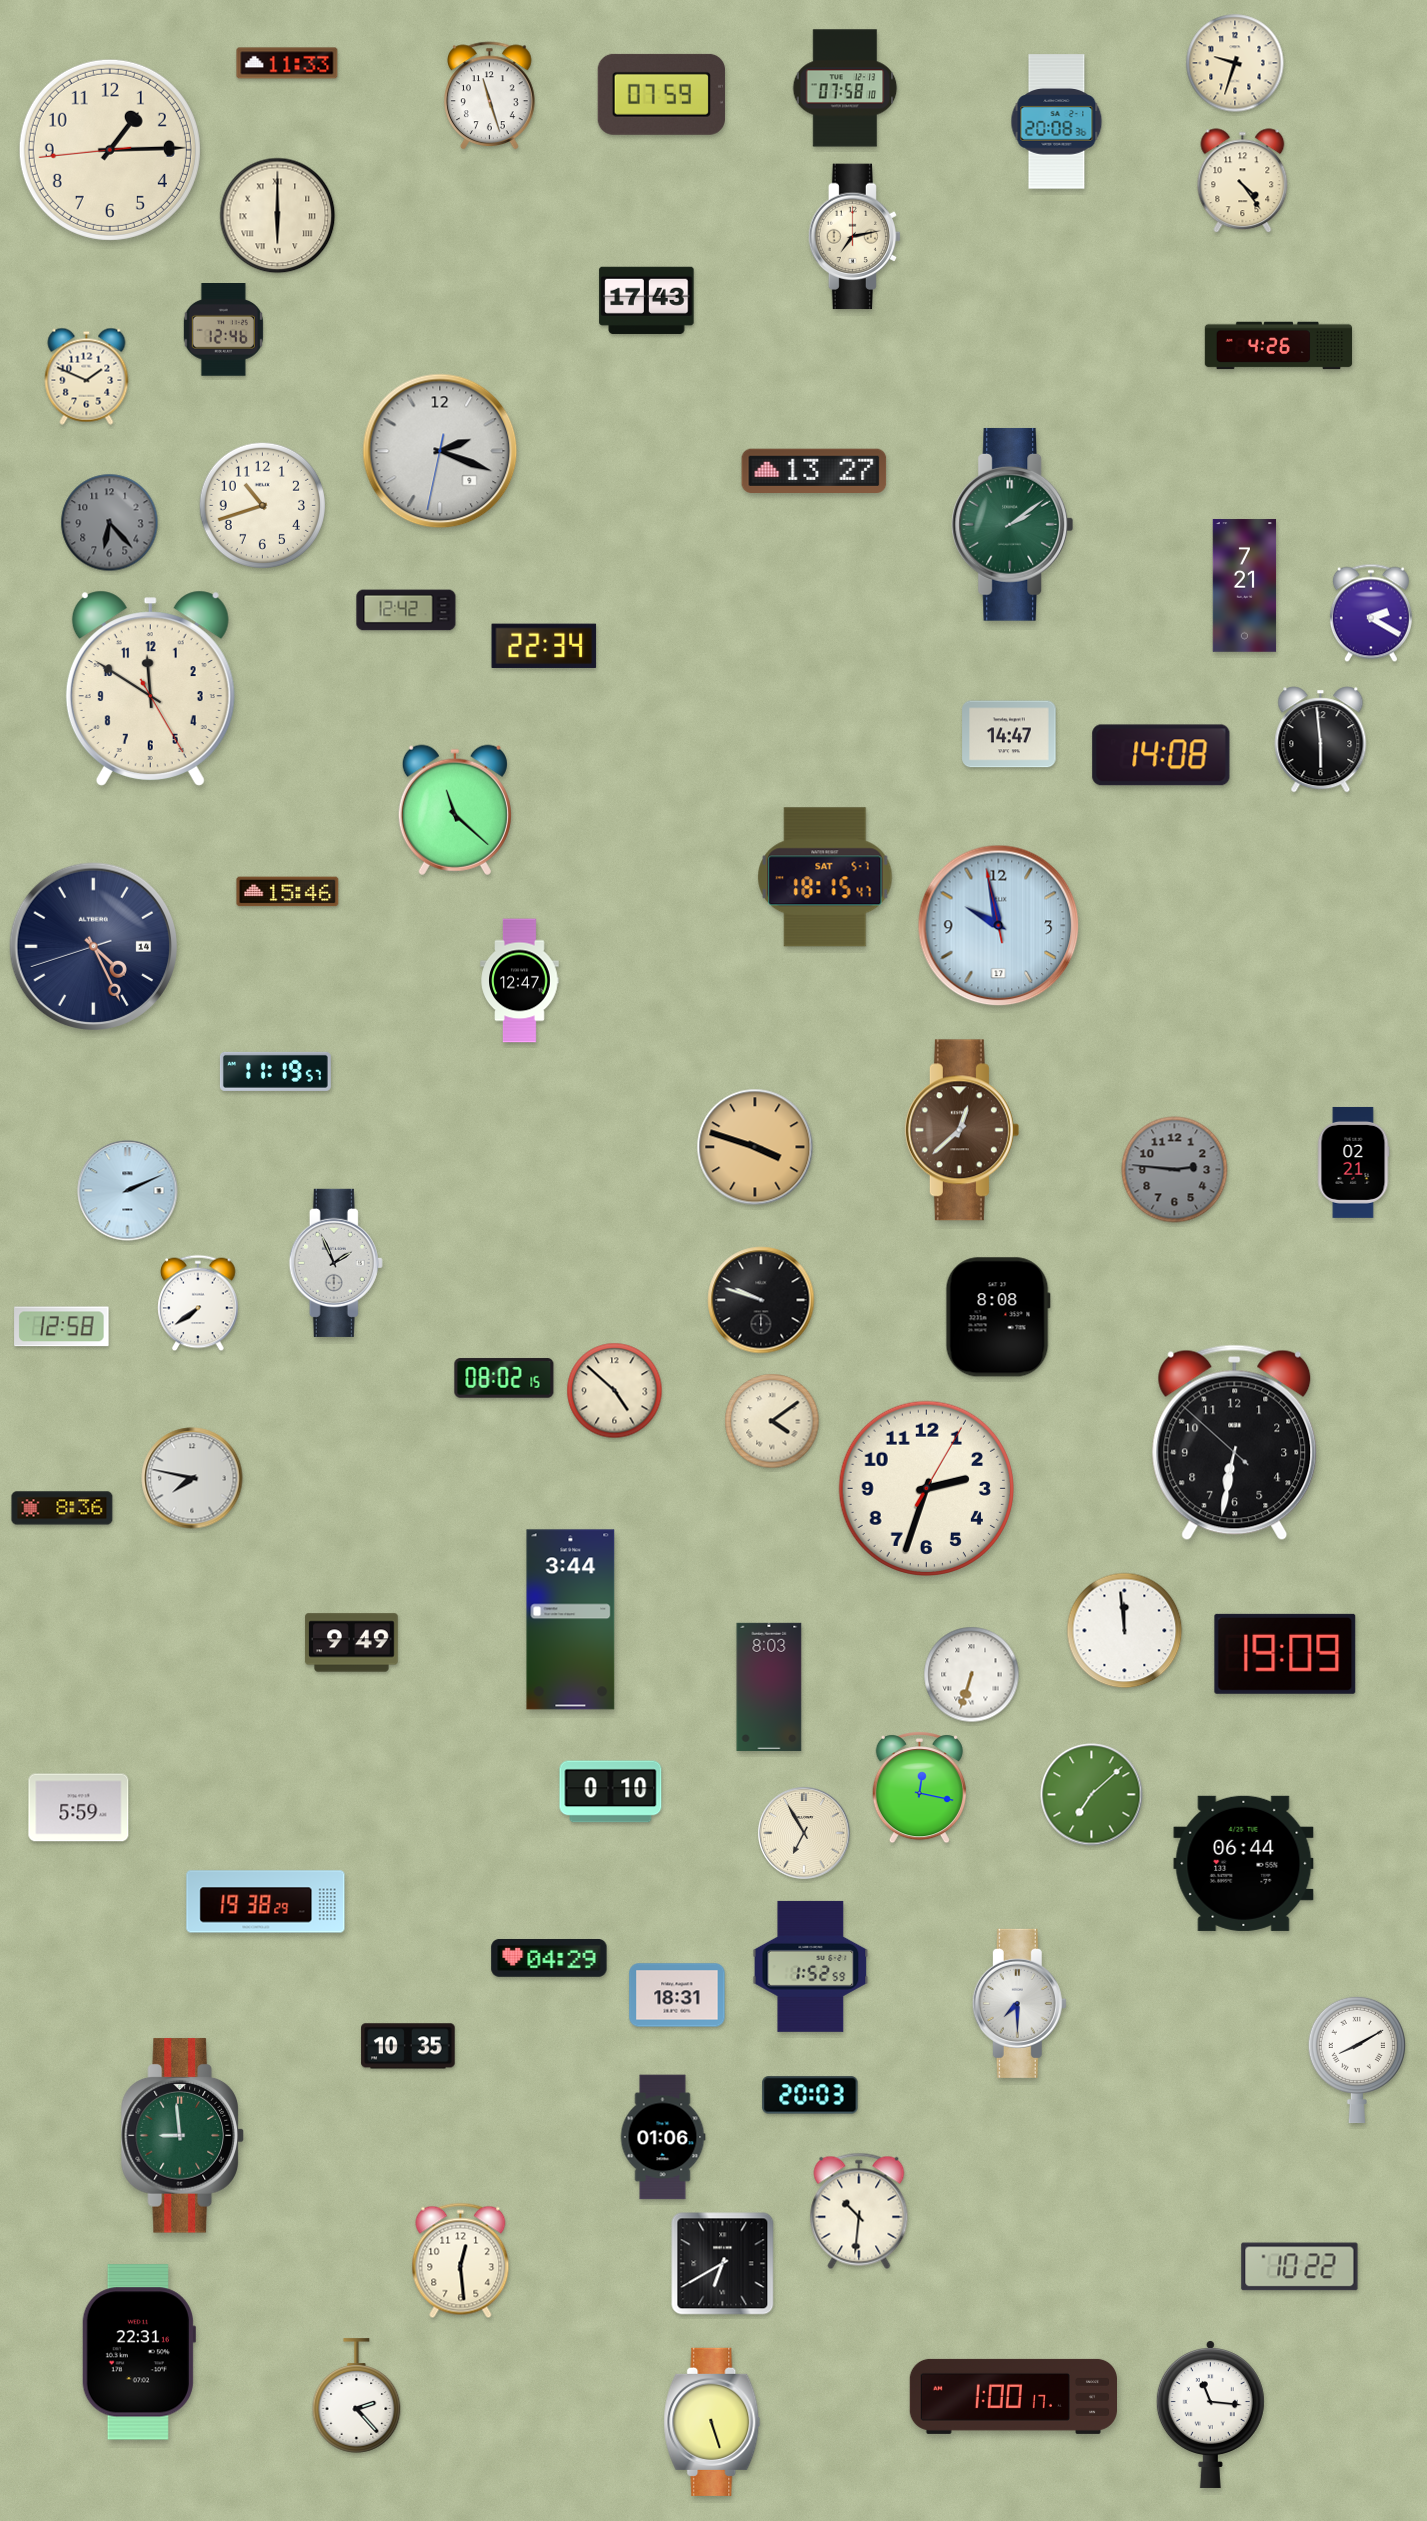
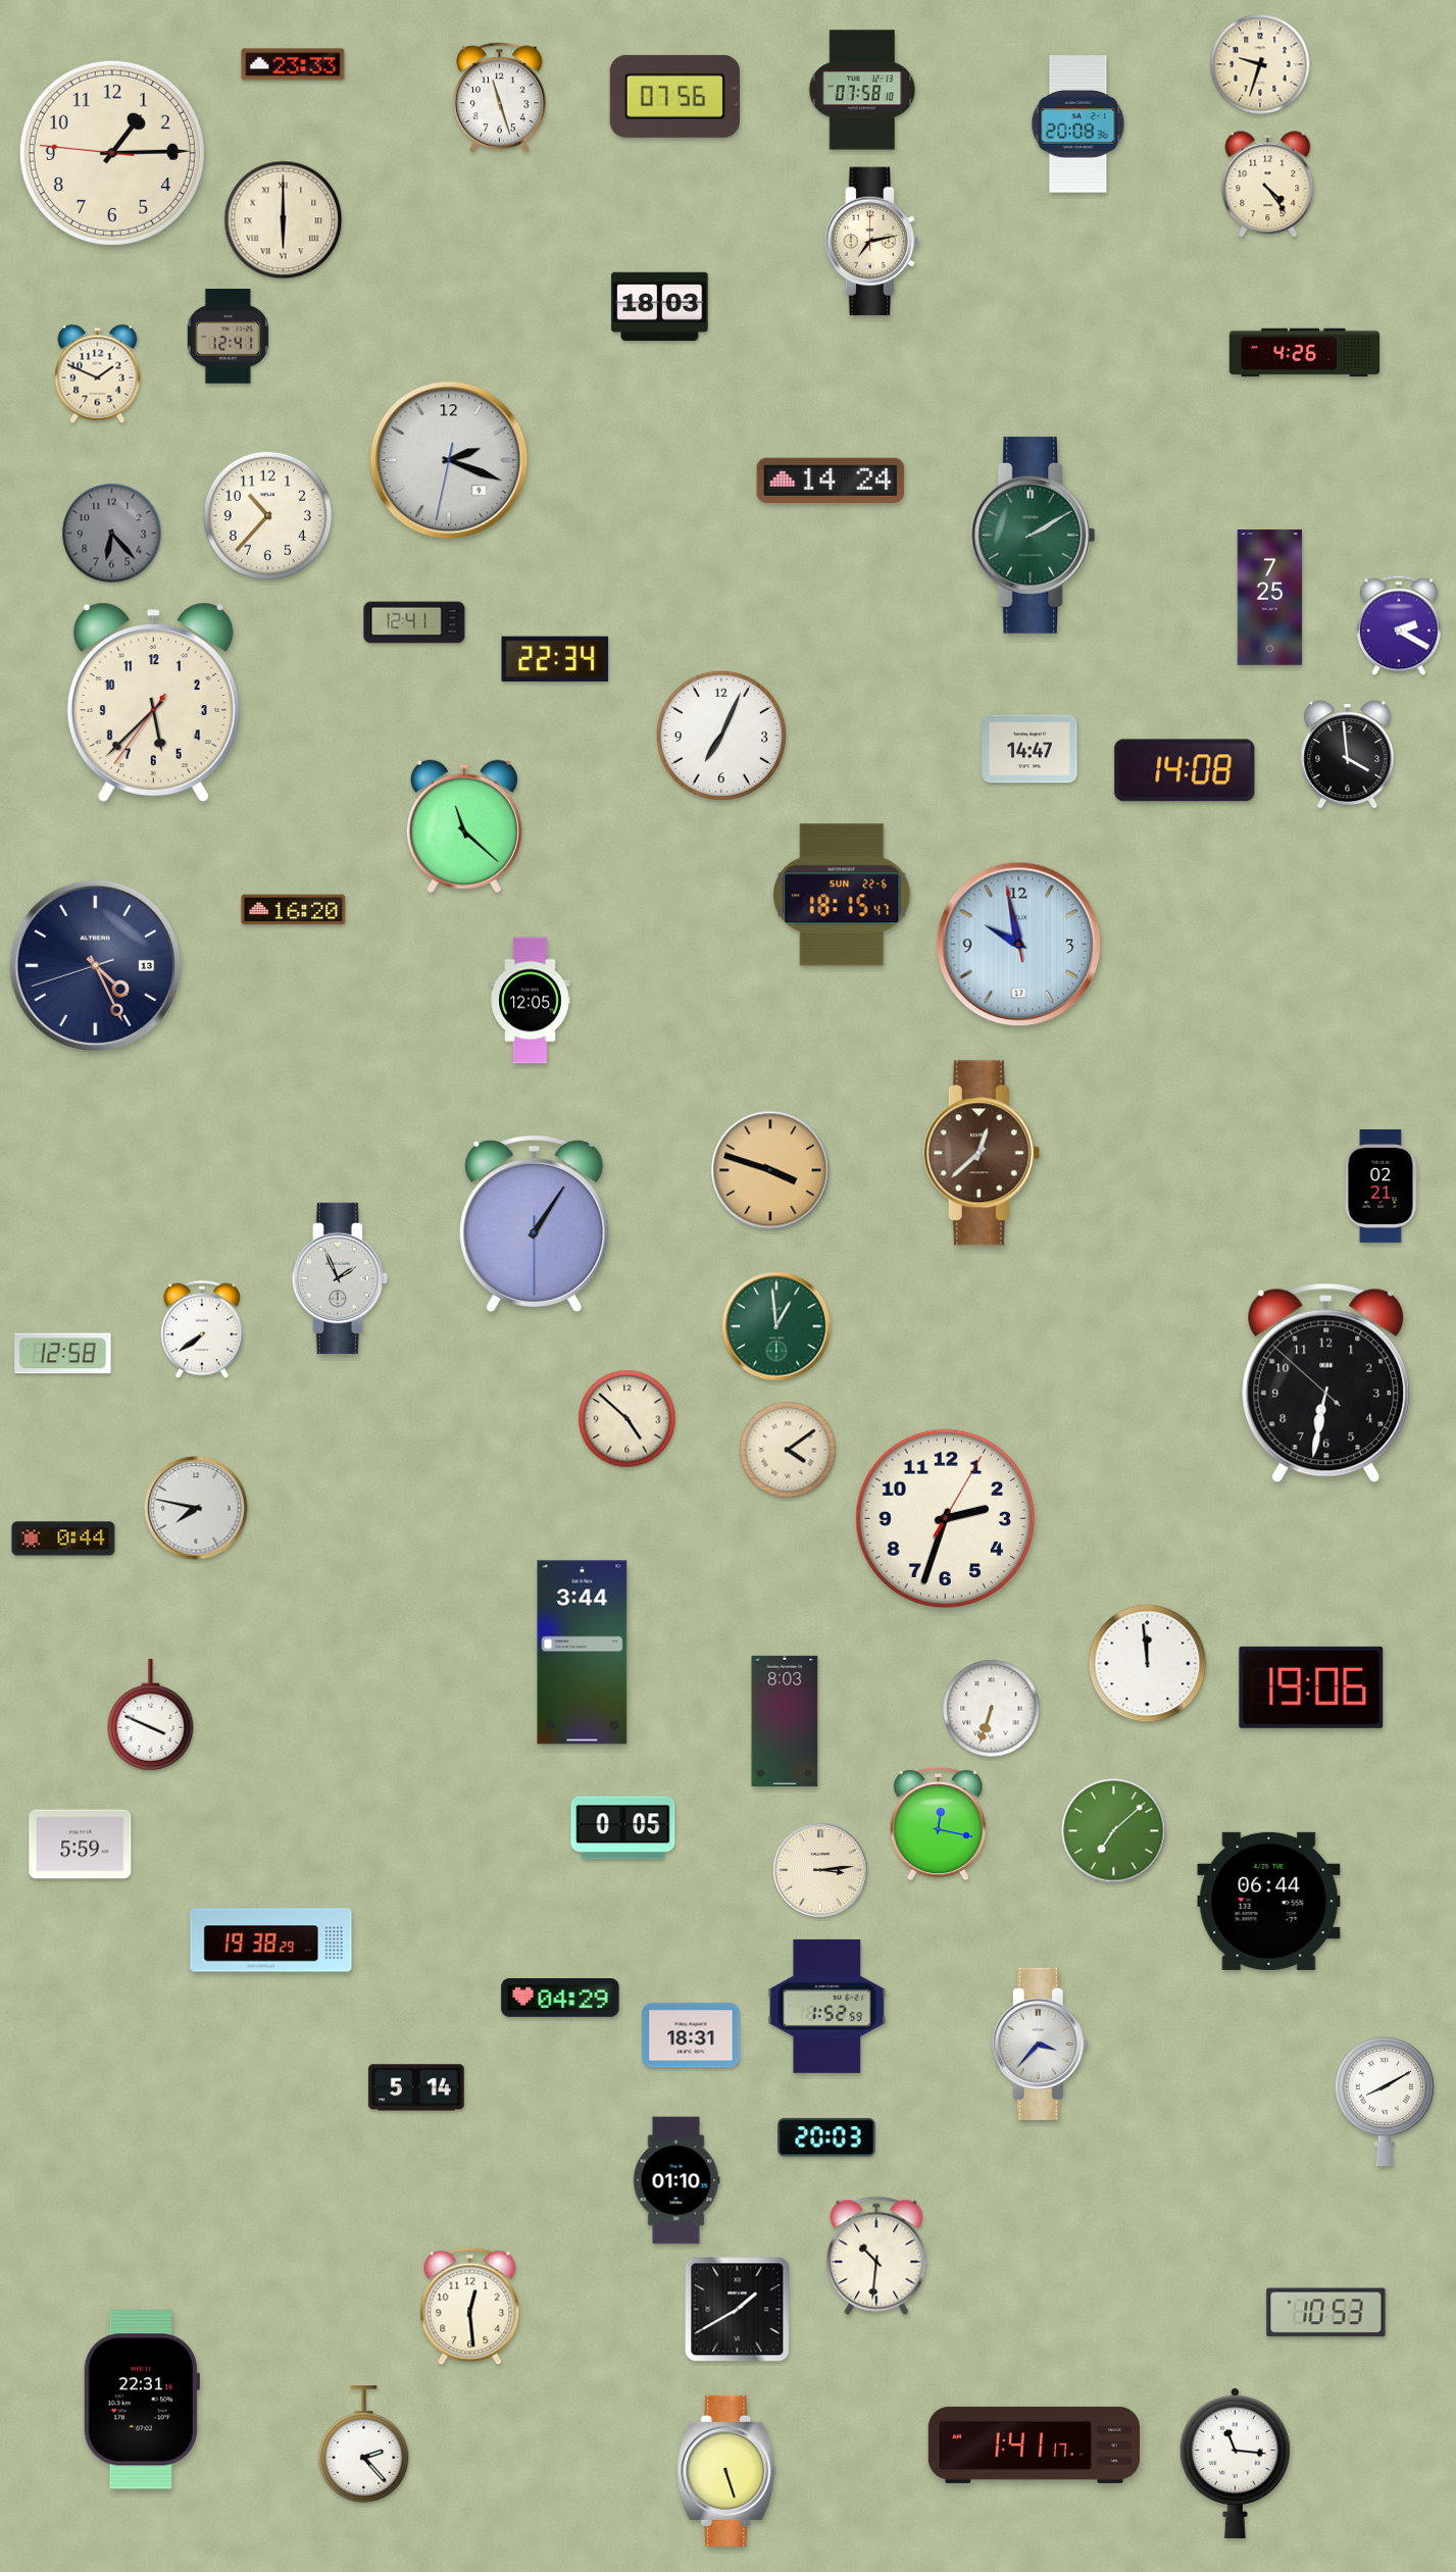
clock at (287, 63): 11:33 -> 23:33
clock at (661, 94): 07:59 -> 07:56
clock at (110, 150): 1:14:44 -> 1:14:46
clock at (647, 300): 17:43 -> 18:03
clock at (223, 330): 12:46 -> 12:41
clock at (87, 376) position: (87, 376) -> (98, 373)
clock at (814, 470): 13:27 -> 14:24
clock at (262, 505): 10:42 -> 10:37
clock at (1013, 524): 2:09 -> 2:10
clock at (1245, 586): 7:21 -> 7:25
clock at (406, 610): 12:42 -> 12:41
clock at (150, 688): 11:50 -> 5:37
clock at (721, 736): none -> 7:04
clock at (1321, 740): 5:59 -> 3:59
clock at (825, 877) date: SAT 5-7 -> SUN 22-6
clock at (288, 892): 15:46 -> 16:20
clock at (94, 947) date: 14 -> 13
clock at (520, 981): 12:47 -> 12:05
clock at (275, 1071): 11:19 -> none
clock at (1175, 1170): 2:46 -> none
clock at (128, 1191): 2:11 -> none
clock at (535, 1224): none -> 1:05
clock at (336, 1263) position: (336, 1263) -> (340, 1278)
clock at (761, 1300): 9:48 -> 12:59
clock at (761, 1300) dial: black -> green
clock at (998, 1317): 8:08 -> none
clock at (504, 1378): 08:02 -> none
clock at (1235, 1443) position: (1235, 1443) -> (1326, 1383)
clock at (62, 1508): 8:36 -> 0:44
clock at (352, 1643): 9:49 -> none
clock at (1285, 1654): 19:09 -> 19:06
clock at (151, 1715): none -> 3:49
clock at (611, 1792): 0:10 -> 0:05
clock at (804, 1833): 6:55 -> 3:14
clock at (1019, 2003): 7:30 -> 3:37
clock at (408, 2046): 10:35 -> 5:14
clock at (182, 2136): 8:59 -> none
clock at (663, 2137): 01:06 -> 01:10
clock at (723, 2264): 6:40 -> 1:40
clock at (1300, 2267): 10:22 -> 10:53
clock at (1013, 2396): 1:00 -> 1:41
